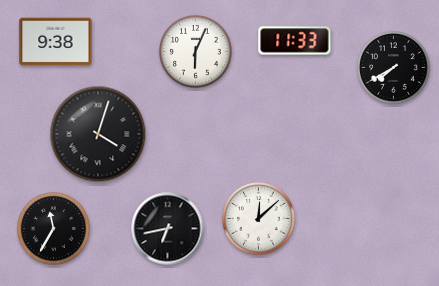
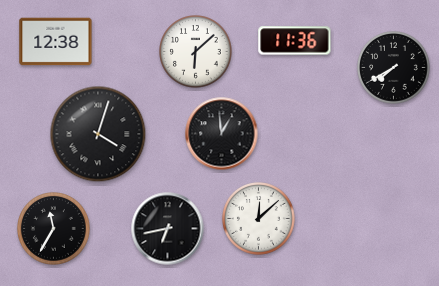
clock at (295, 41): 11:33 -> 11:36
clock at (56, 42): 9:38 -> 12:38
clock at (196, 52): 6:04 -> 6:08
clock at (222, 134): none -> 12:59
